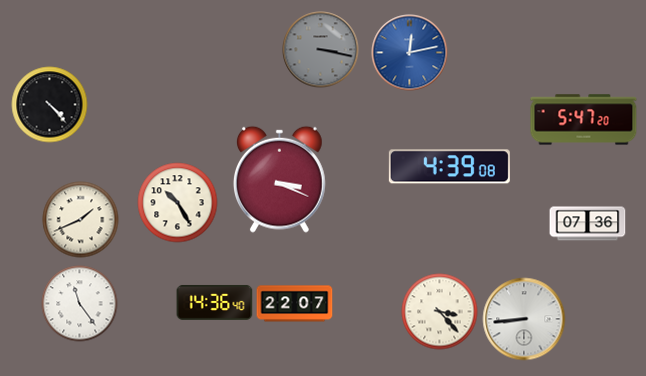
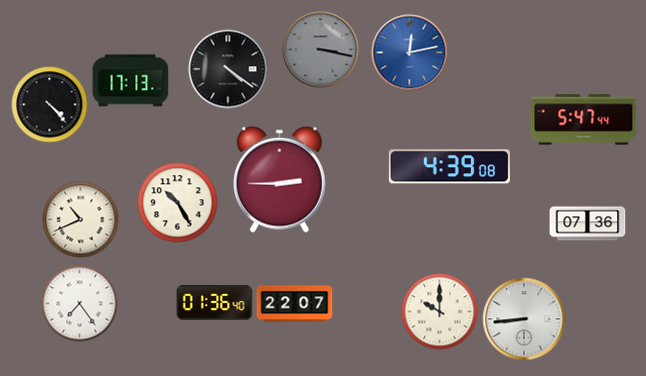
clock at (228, 69): none -> 4:21
clock at (131, 81): none -> 17:13
clock at (584, 120): 5:47:20 -> 5:47:44
clock at (279, 179): 3:19 -> 2:45
clock at (81, 220): 1:41 -> 10:41
clock at (215, 302): 14:36 -> 01:36
clock at (80, 304): 11:24 -> 7:24
clock at (440, 312): 3:23 -> 10:00
